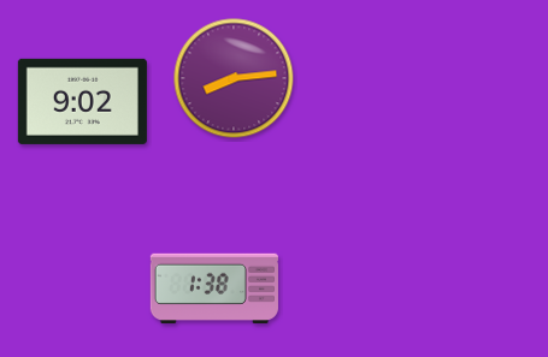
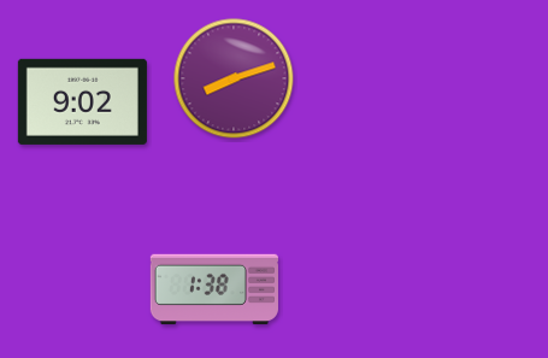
clock at (234, 78): 8:14 -> 8:12
